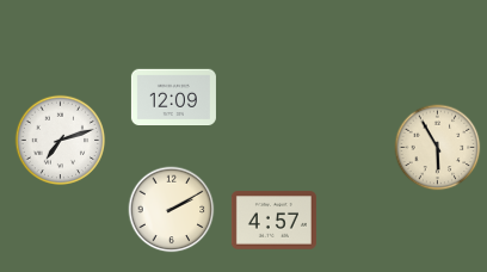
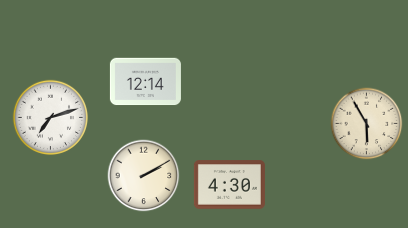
clock at (173, 98): 12:09 -> 12:14
clock at (273, 221): 4:57 -> 4:30
